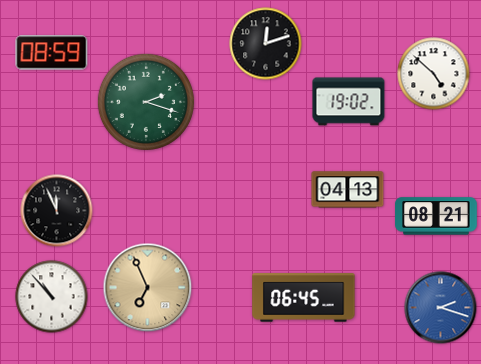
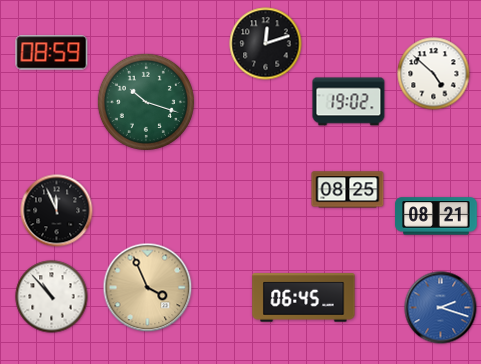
clock at (146, 102): 2:18 -> 10:18
clock at (348, 190): 04:13 -> 08:25
clock at (148, 288): 6:56 -> 3:56
